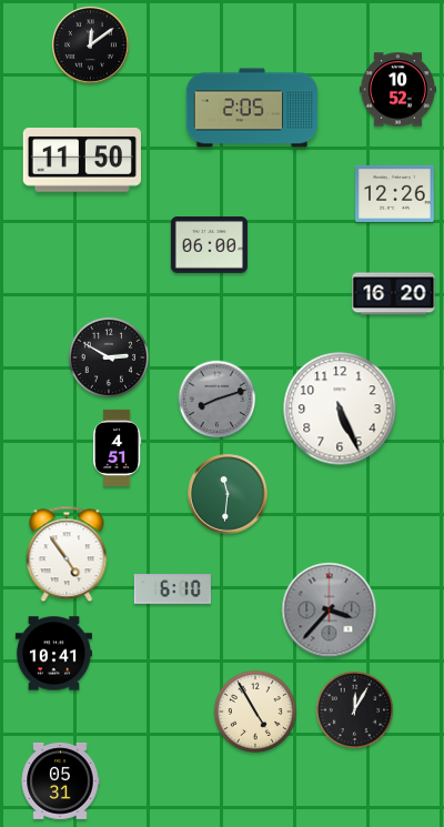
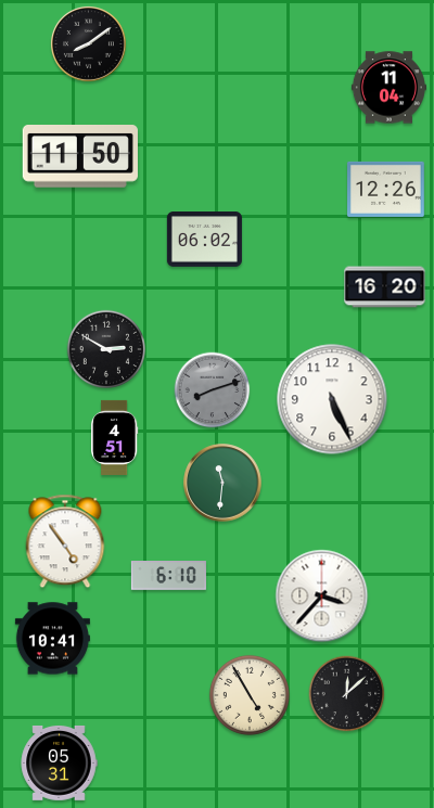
clock at (90, 44): 12:09 -> 8:09
clock at (397, 90): 10:52 -> 11:04
clock at (252, 108): 2:05 -> none
clock at (209, 245): 06:00 -> 06:02
clock at (330, 611) dial: grey -> white
clock at (355, 710): 12:05 -> 12:08
